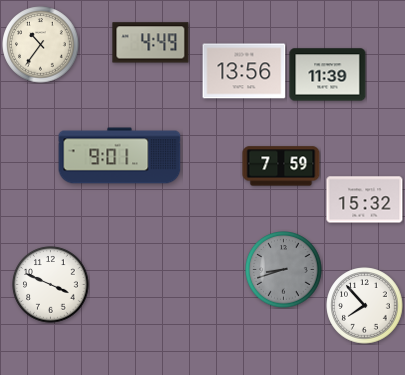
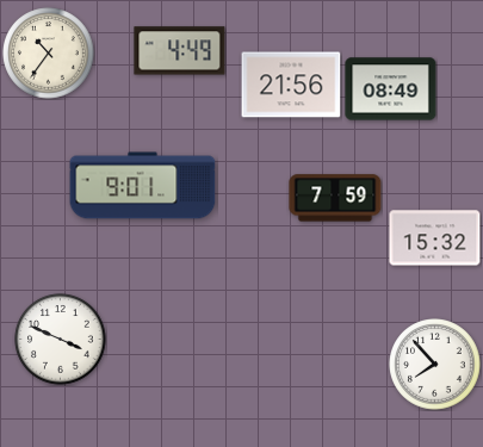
clock at (244, 71): 13:56 -> 21:56
clock at (328, 75): 11:39 -> 08:49
clock at (284, 270): 8:42 -> none
